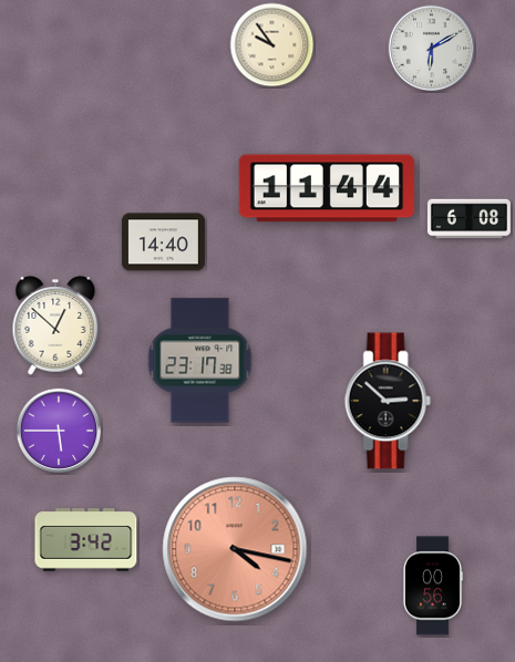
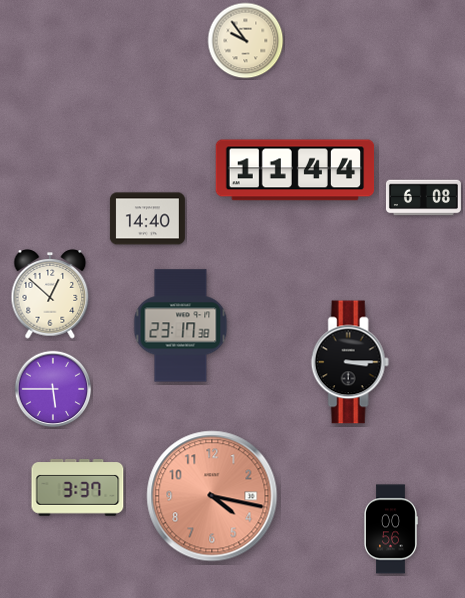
clock at (432, 49): 6:10 -> none
clock at (388, 401): 2:52 -> 3:15
clock at (86, 540): 3:42 -> 3:37
